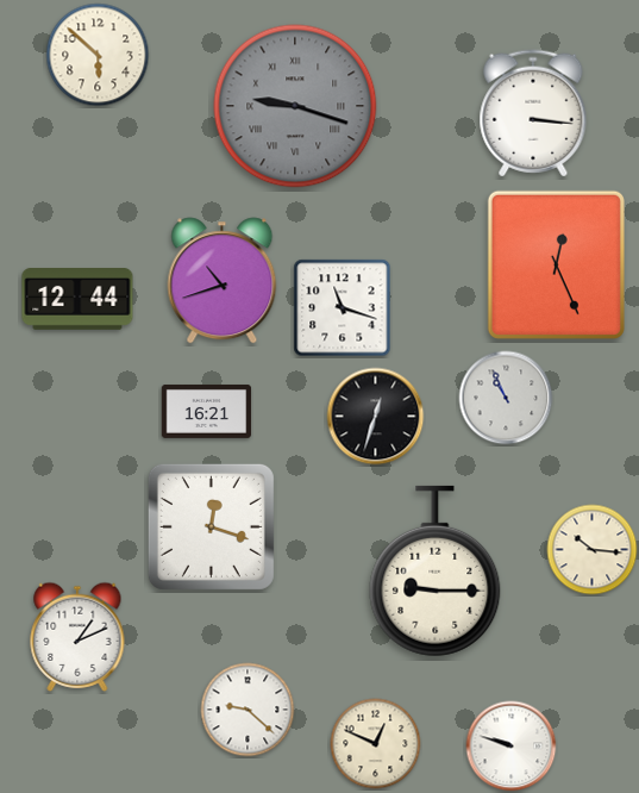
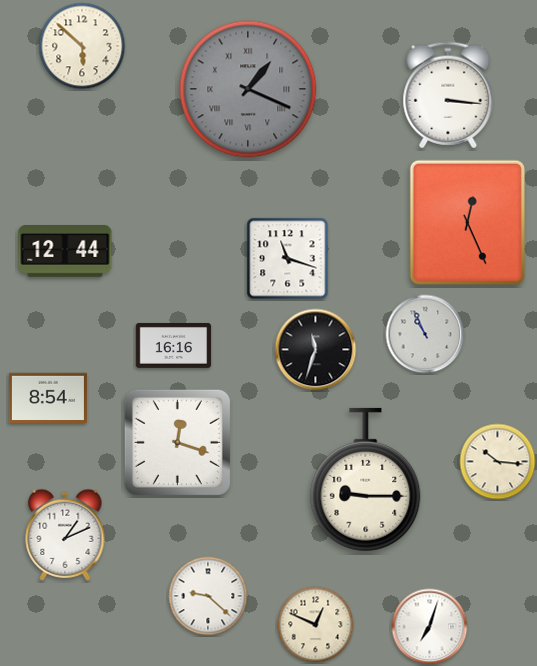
clock at (295, 106): 9:18 -> 1:19
clock at (223, 281): 10:42 -> none
clock at (207, 411): 16:21 -> 16:16
clock at (376, 417): 12:33 -> 11:33
clock at (48, 398): none -> 8:54
clock at (512, 747): 9:48 -> 7:03
